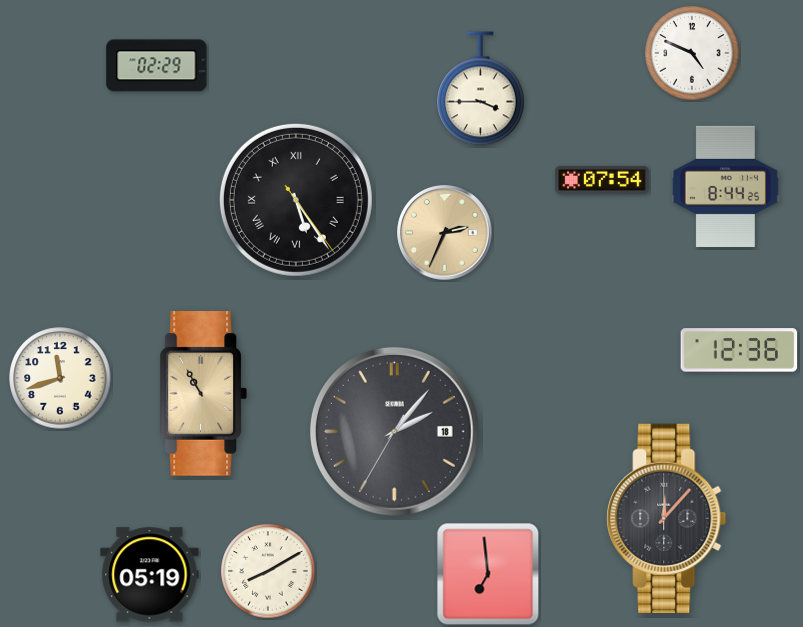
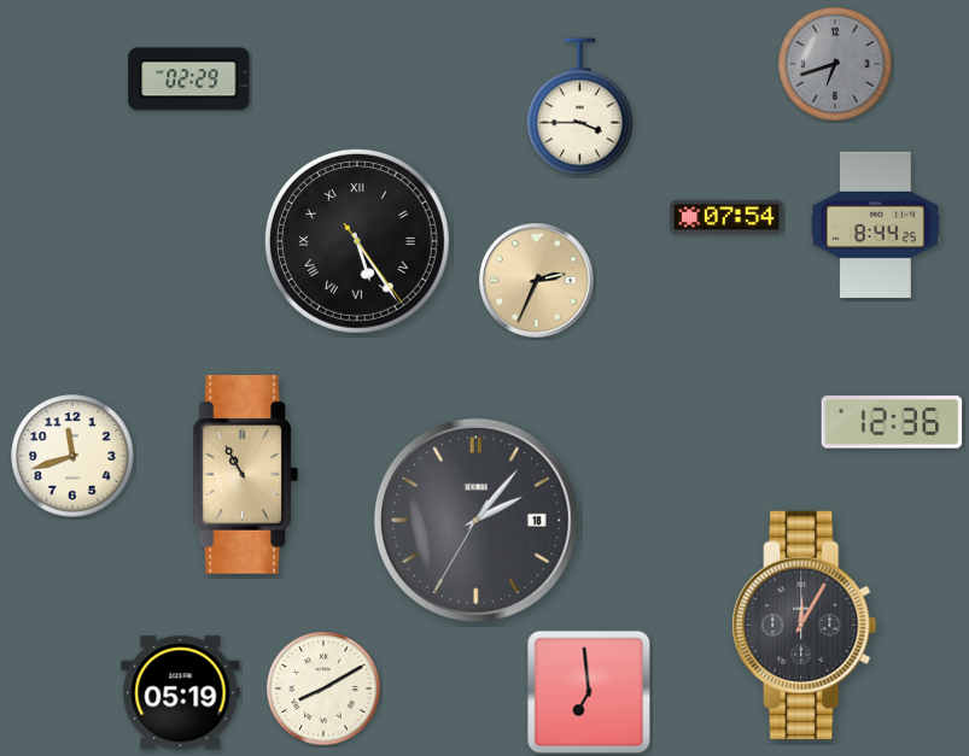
clock at (692, 53): 4:49 -> 6:42
clock at (692, 53) dial: white -> grey
clock at (667, 518): 12:07 -> 12:05
